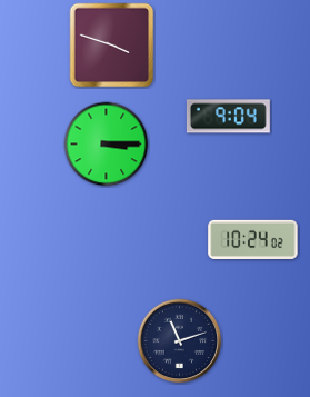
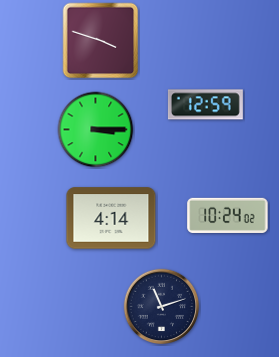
clock at (228, 117): 9:04 -> 12:59
clock at (111, 218): none -> 4:14
